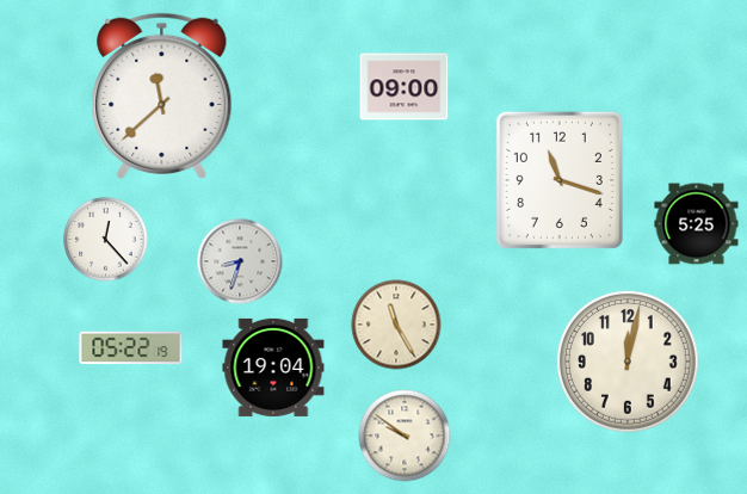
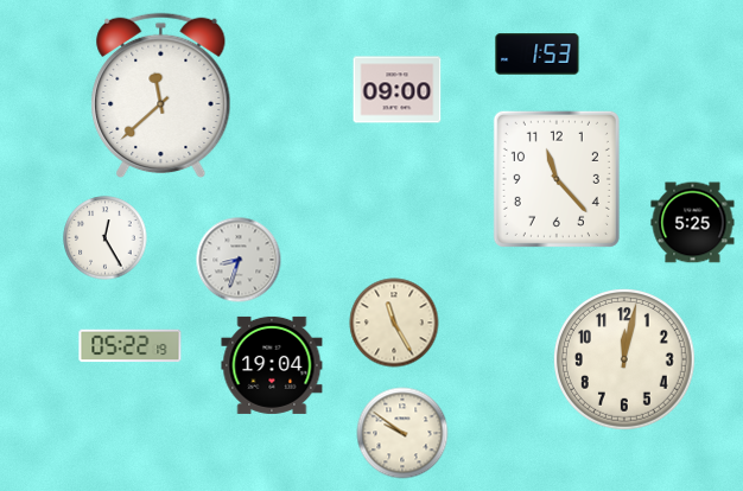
clock at (538, 55): none -> 1:53
clock at (405, 87) position: (405, 87) -> (398, 90)
clock at (560, 180): 11:18 -> 11:23
clock at (106, 240): 12:23 -> 12:25
